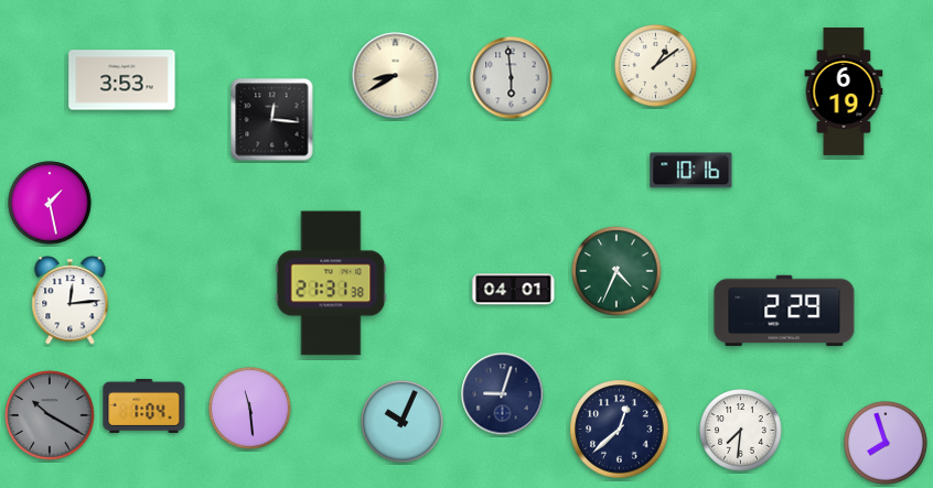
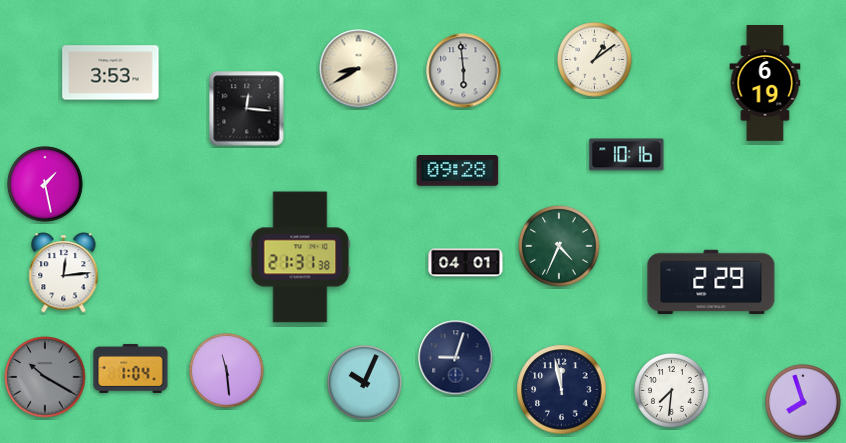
clock at (458, 171): none -> 09:28
clock at (620, 430): 12:38 -> 11:58
